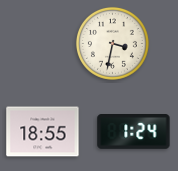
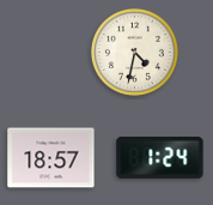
clock at (112, 43): 3:32 -> 4:32
clock at (43, 132): 18:55 -> 18:57
